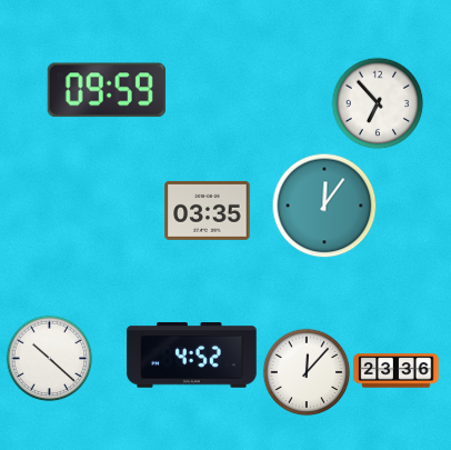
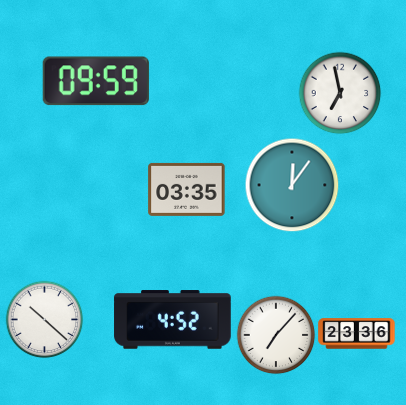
clock at (378, 103): 6:53 -> 6:58
clock at (49, 358) position: (49, 358) -> (44, 319)
clock at (307, 372): 12:07 -> 7:07
